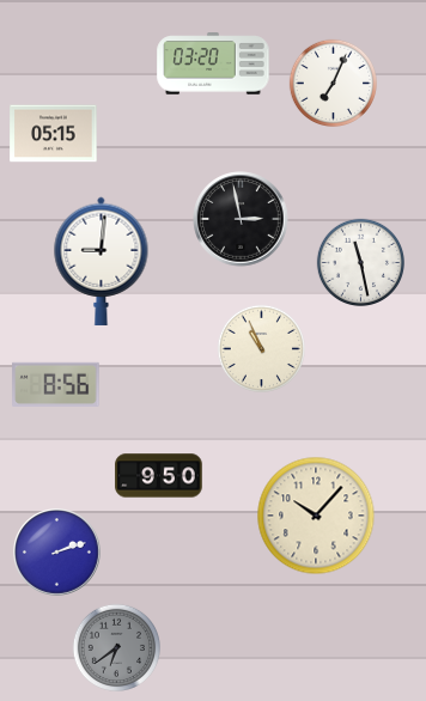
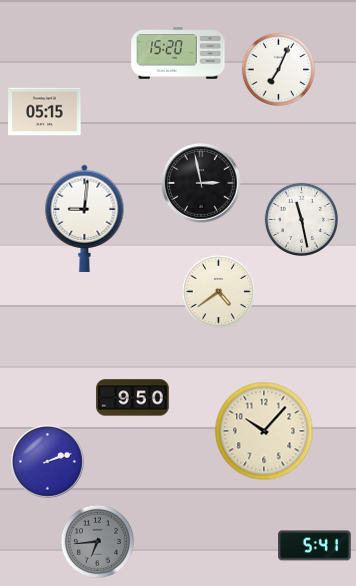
clock at (213, 63): 03:20 -> 15:20
clock at (261, 348): 10:56 -> 4:39
clock at (56, 384): 8:56 -> none
clock at (116, 647): 6:39 -> 6:44
clock at (315, 546): none -> 5:41
